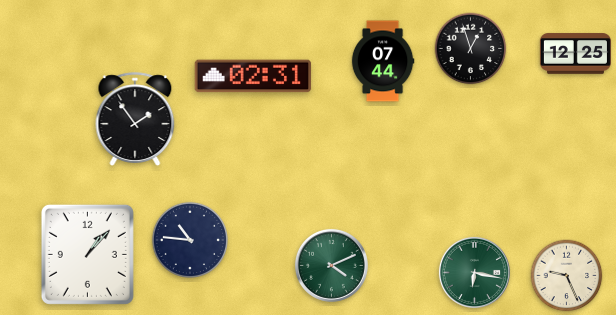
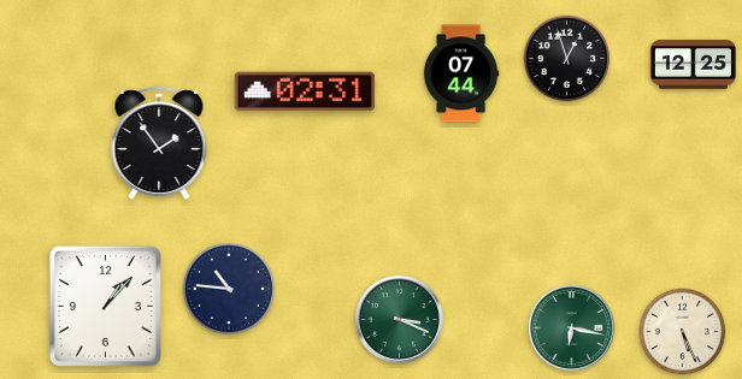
clock at (135, 119) position: (135, 119) -> (159, 143)
clock at (331, 265): 4:11 -> 3:19
clock at (567, 276): 9:26 -> 5:26
